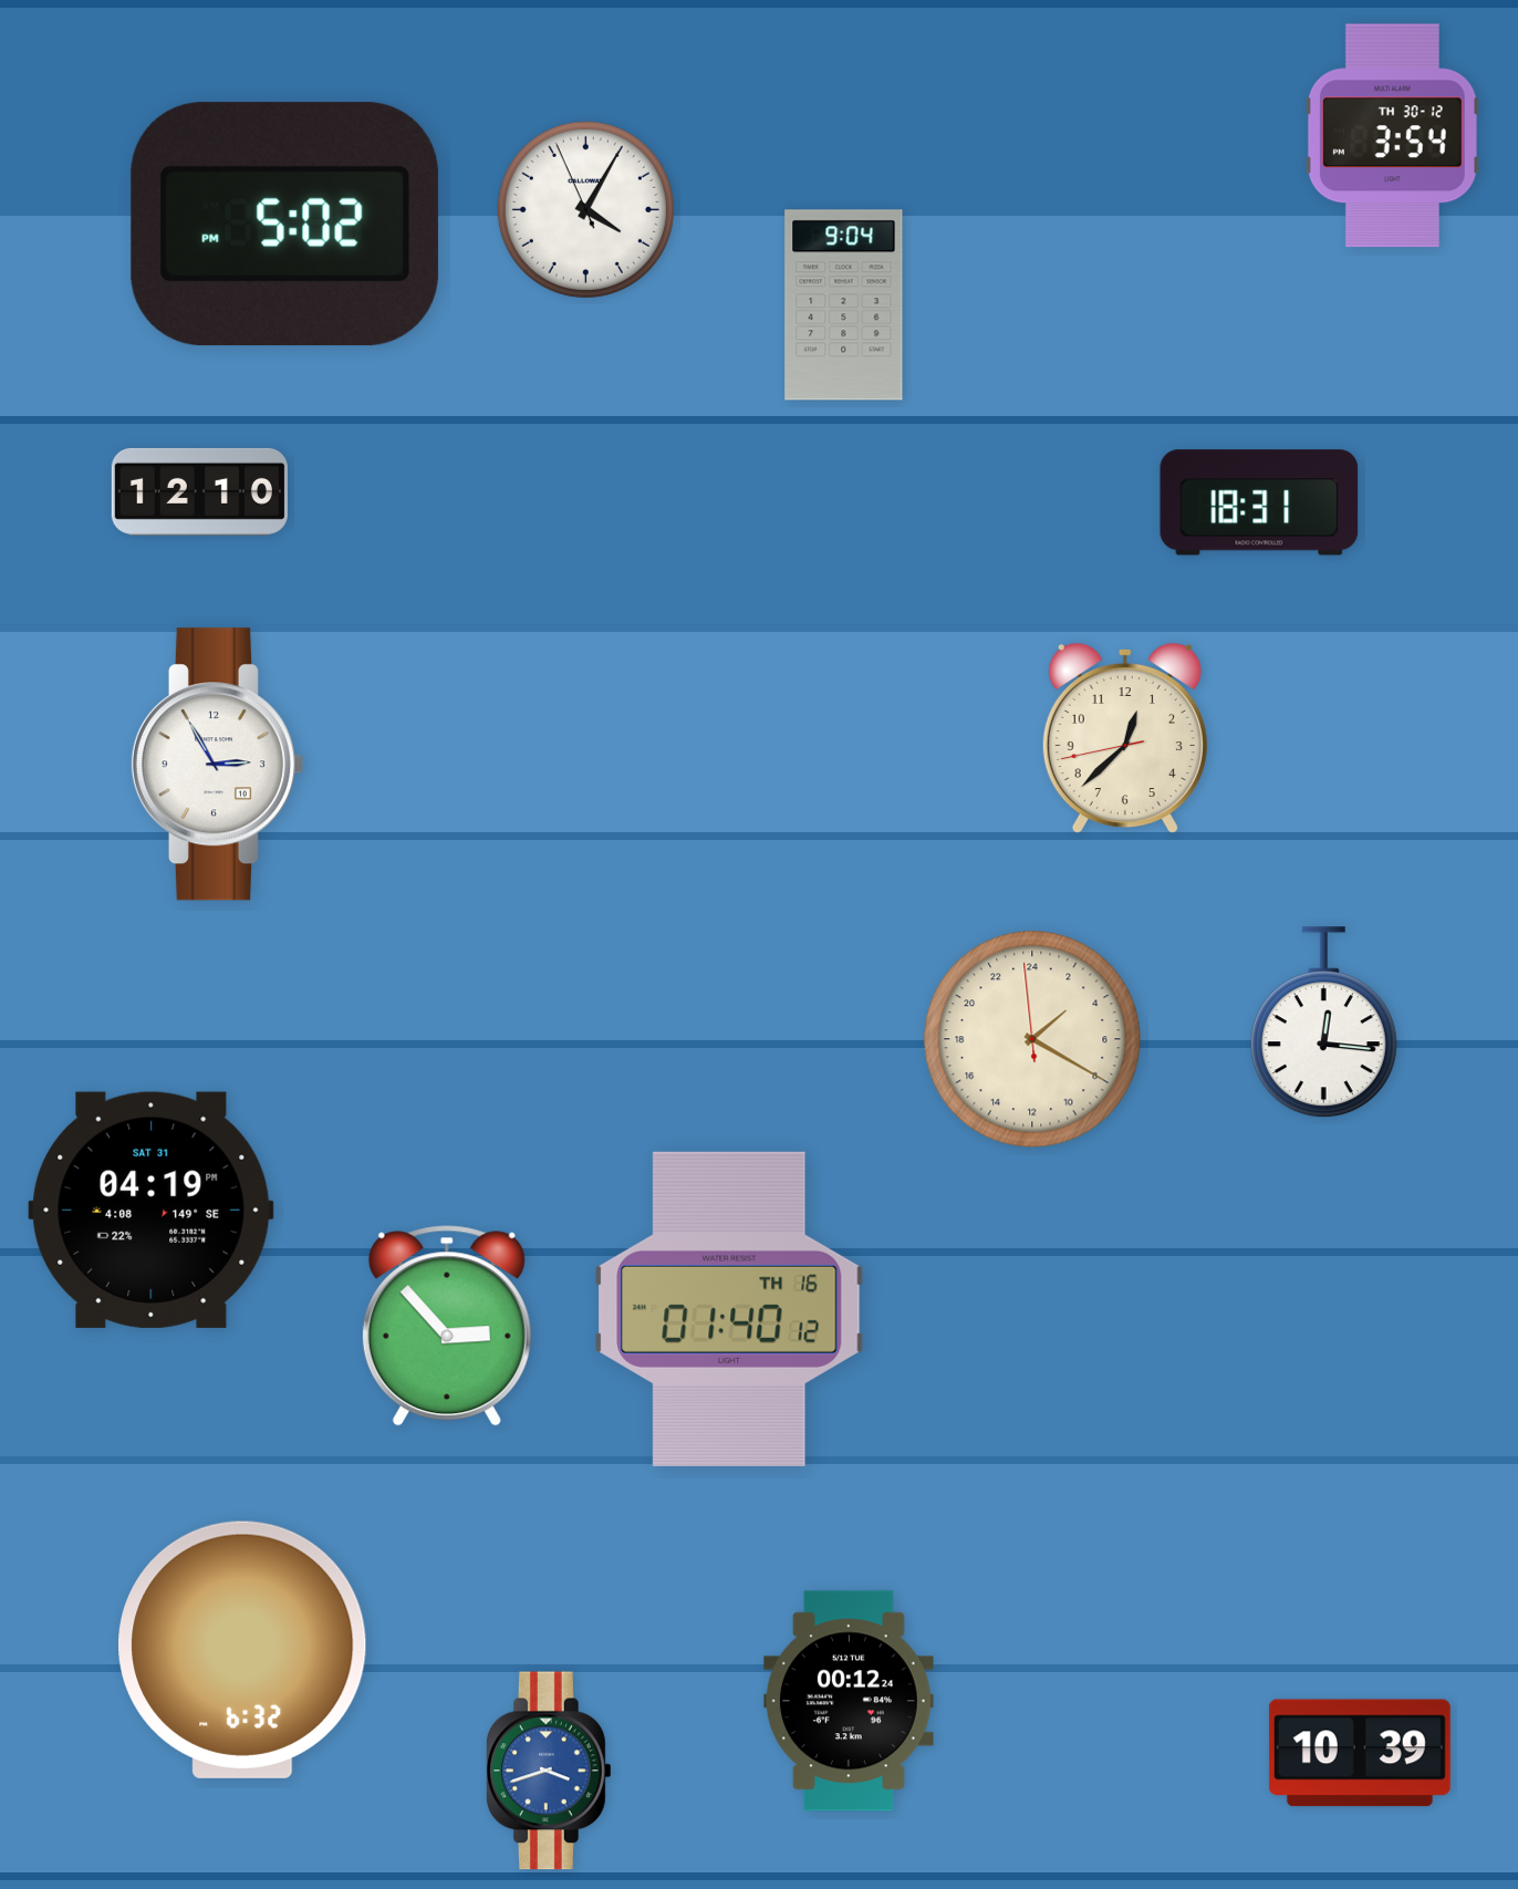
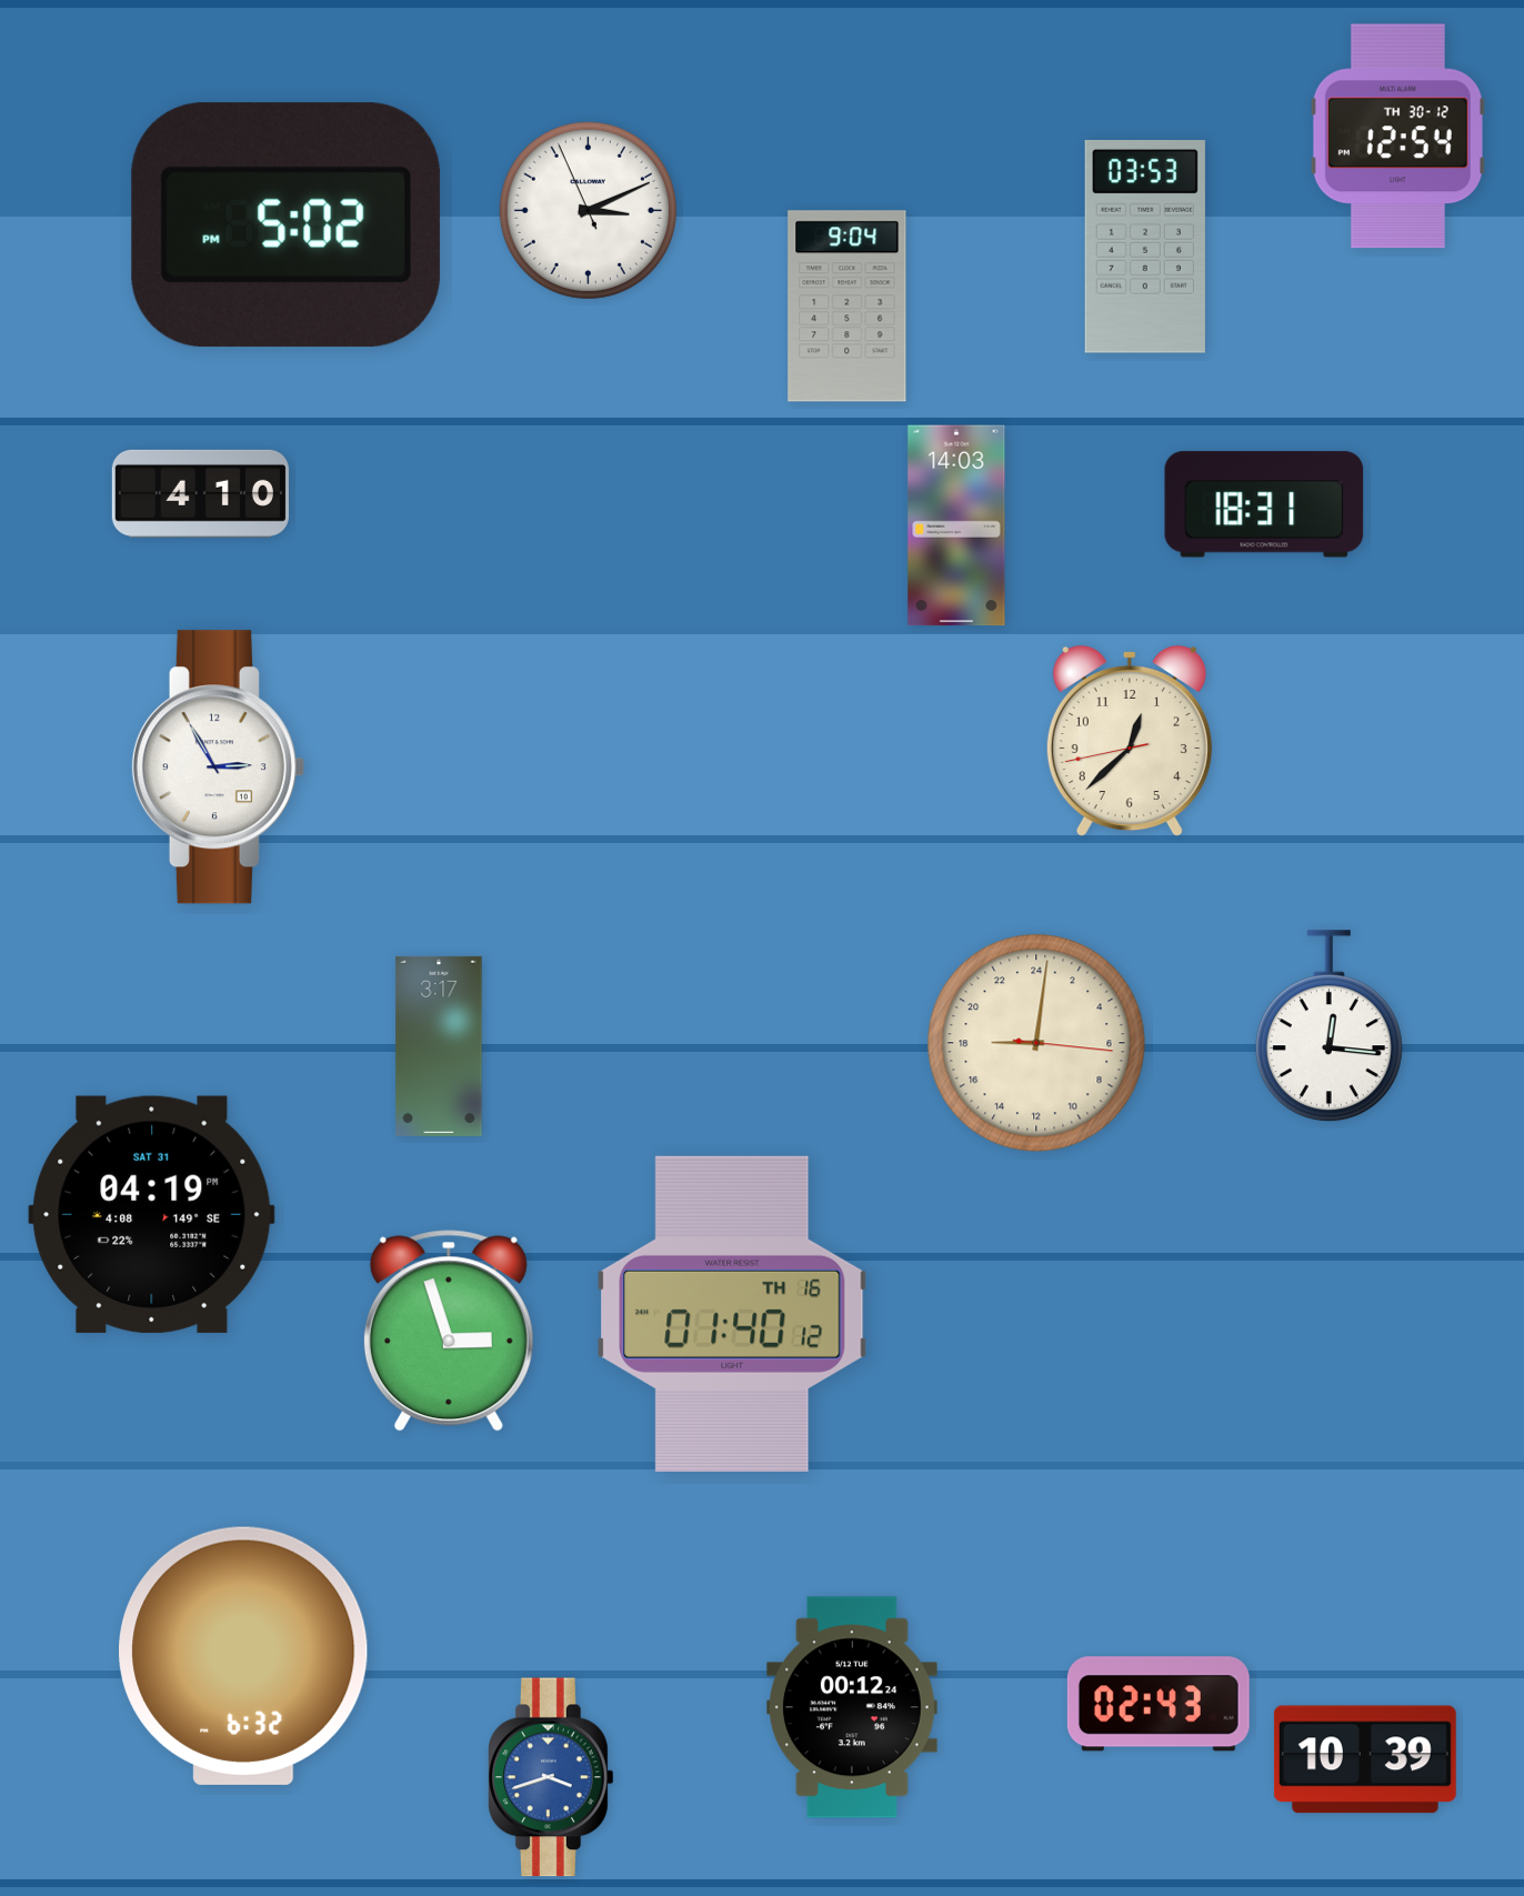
clock at (1392, 136): 3:54 -> 12:54
clock at (585, 209): 4:04 -> 3:10
clock at (1145, 248): none -> 03:53
clock at (199, 491): 12:10 -> 4:10
clock at (956, 525): none -> 14:03
clock at (1032, 1039): 3:19 -> 18:01
clock at (439, 1046): none -> 3:17
clock at (447, 1326): 2:53 -> 2:57
clock at (1159, 1704): none -> 02:43
